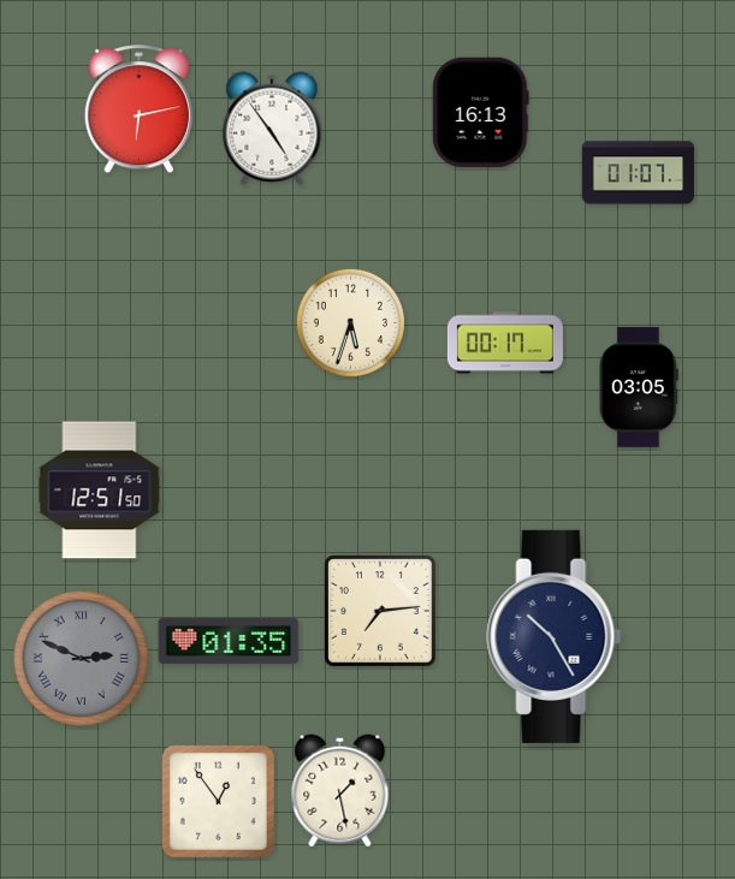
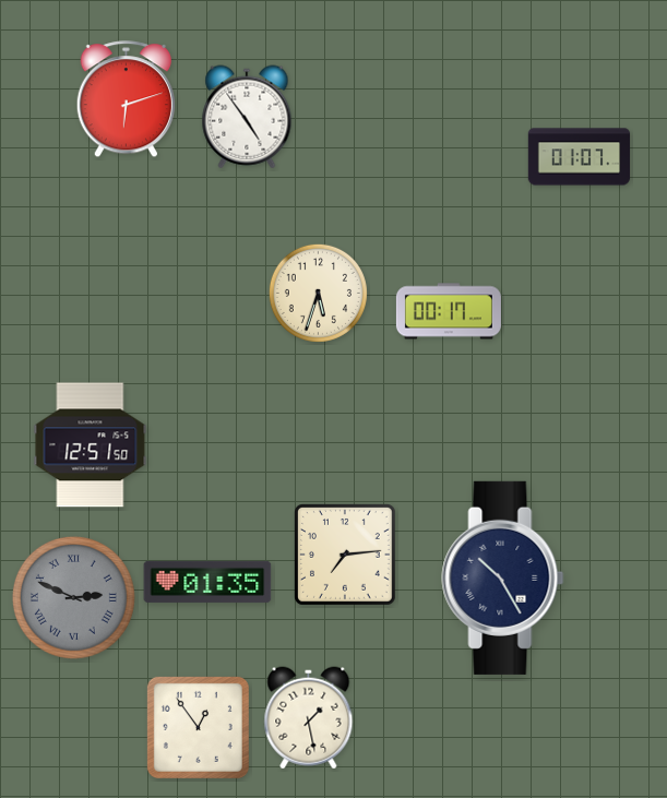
clock at (138, 109): 6:13 -> 6:12
clock at (481, 113): 16:13 -> none
clock at (505, 343) position: (505, 343) -> (449, 311)
clock at (639, 387): 03:05 -> none
